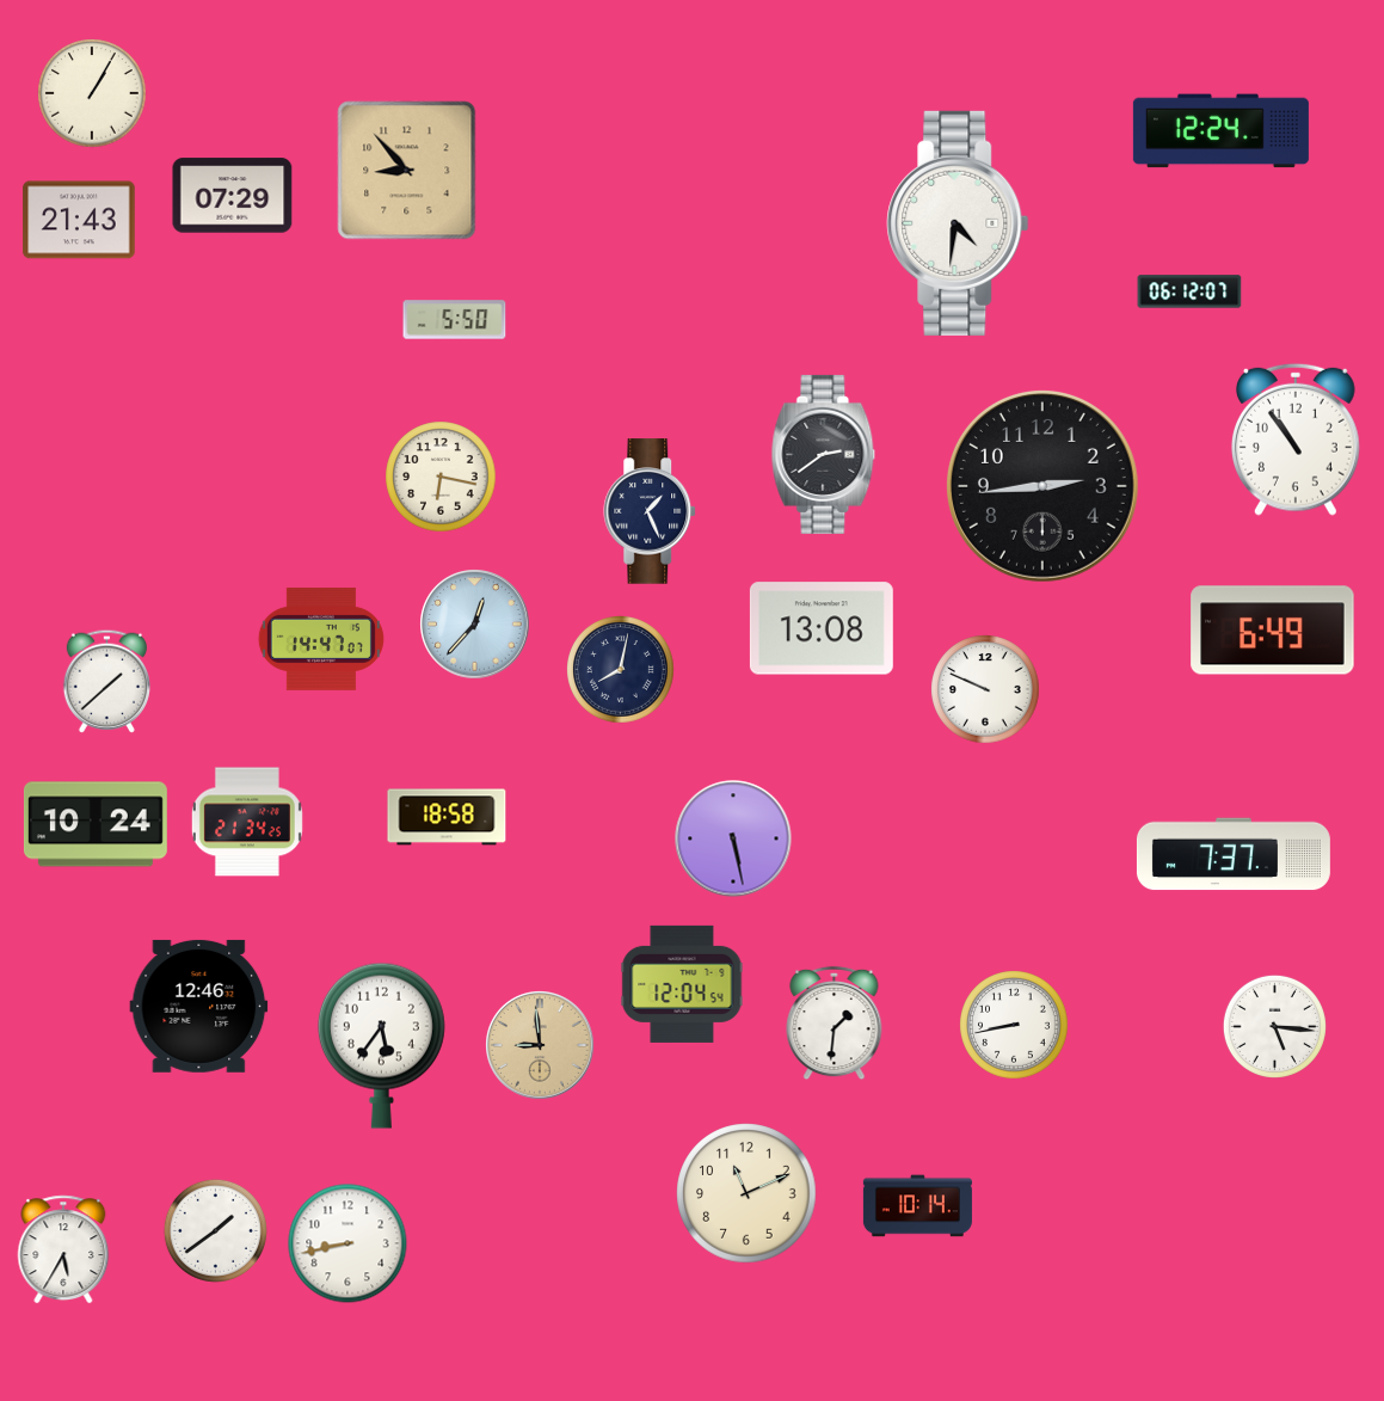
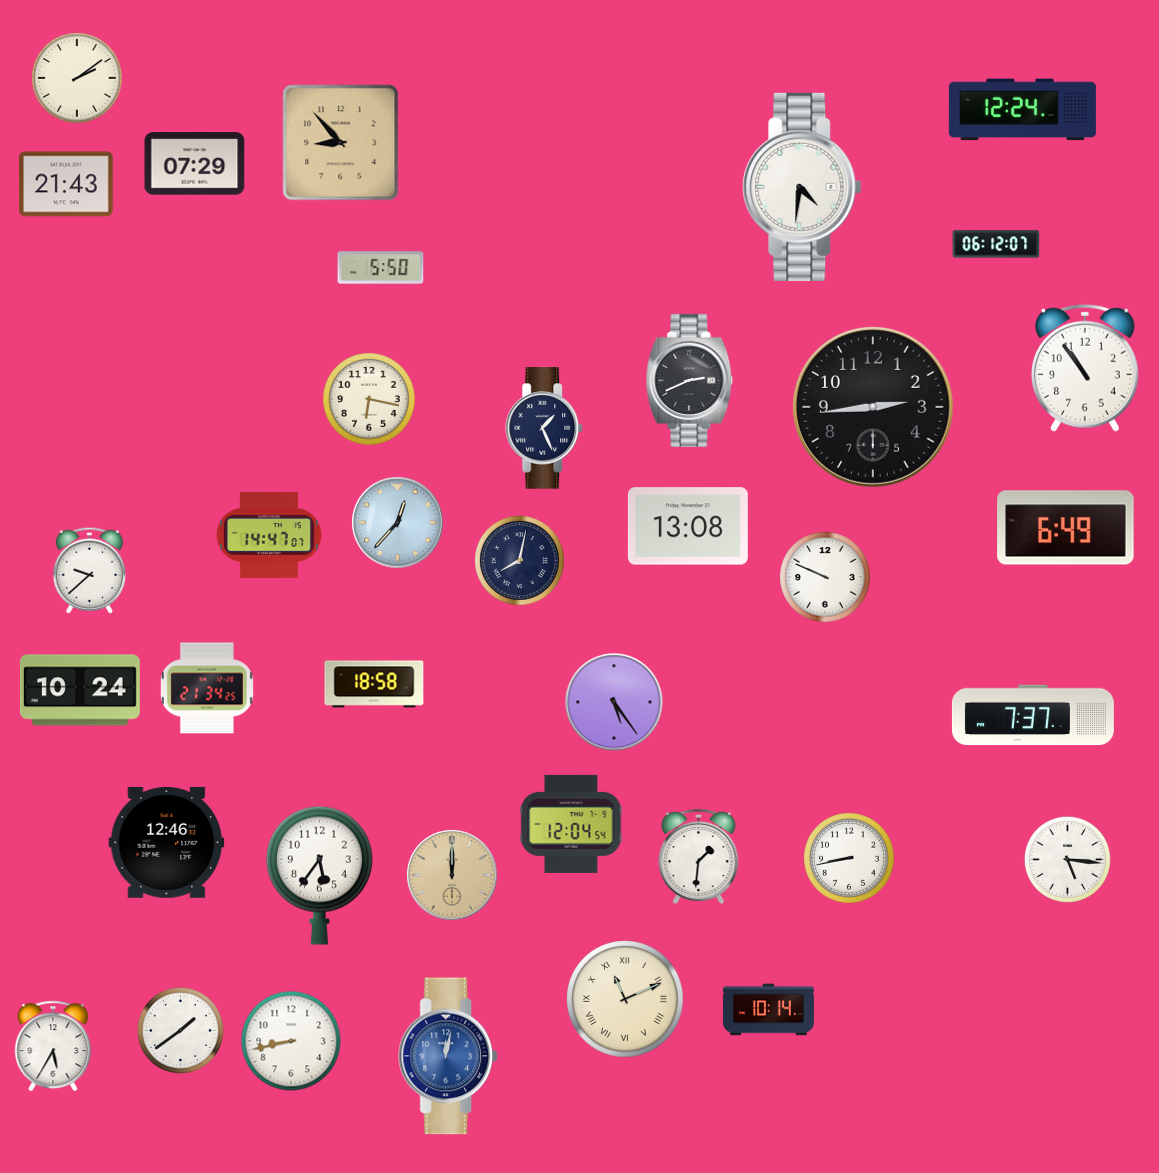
clock at (92, 93): 1:05 -> 2:09
clock at (824, 454): 2:39 -> 2:41
clock at (106, 681): 1:38 -> 9:38
clock at (733, 838): 5:28 -> 5:24
clock at (541, 1046): 8:59 -> 12:00
clock at (746, 1193) numerals: Arabic -> Roman
clock at (449, 1056): none -> 12:02
